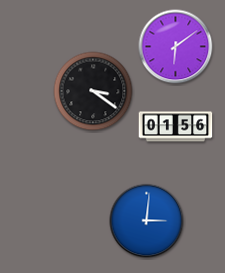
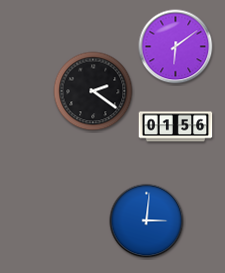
clock at (93, 91): 3:21 -> 2:21
